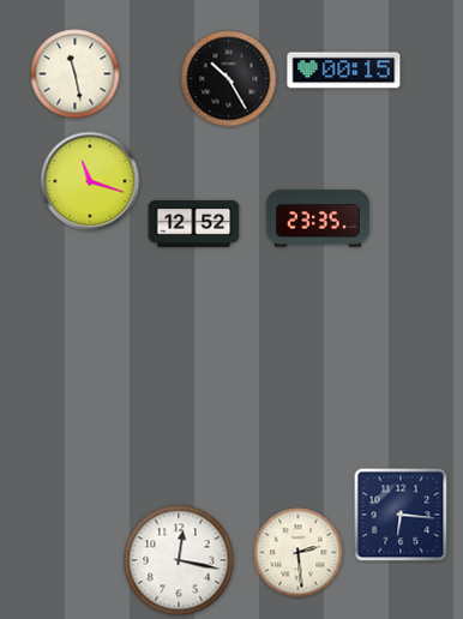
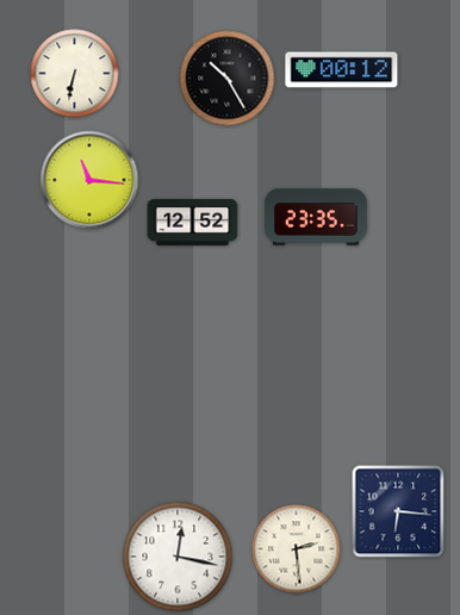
clock at (344, 71): 00:15 -> 00:12
clock at (76, 74): 11:28 -> 6:32
clock at (90, 181): 11:18 -> 11:16
